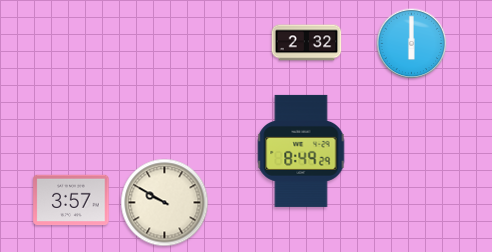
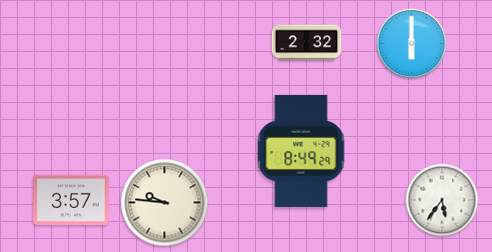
clock at (442, 200): none -> 5:36
clock at (165, 203): 9:50 -> 9:46
